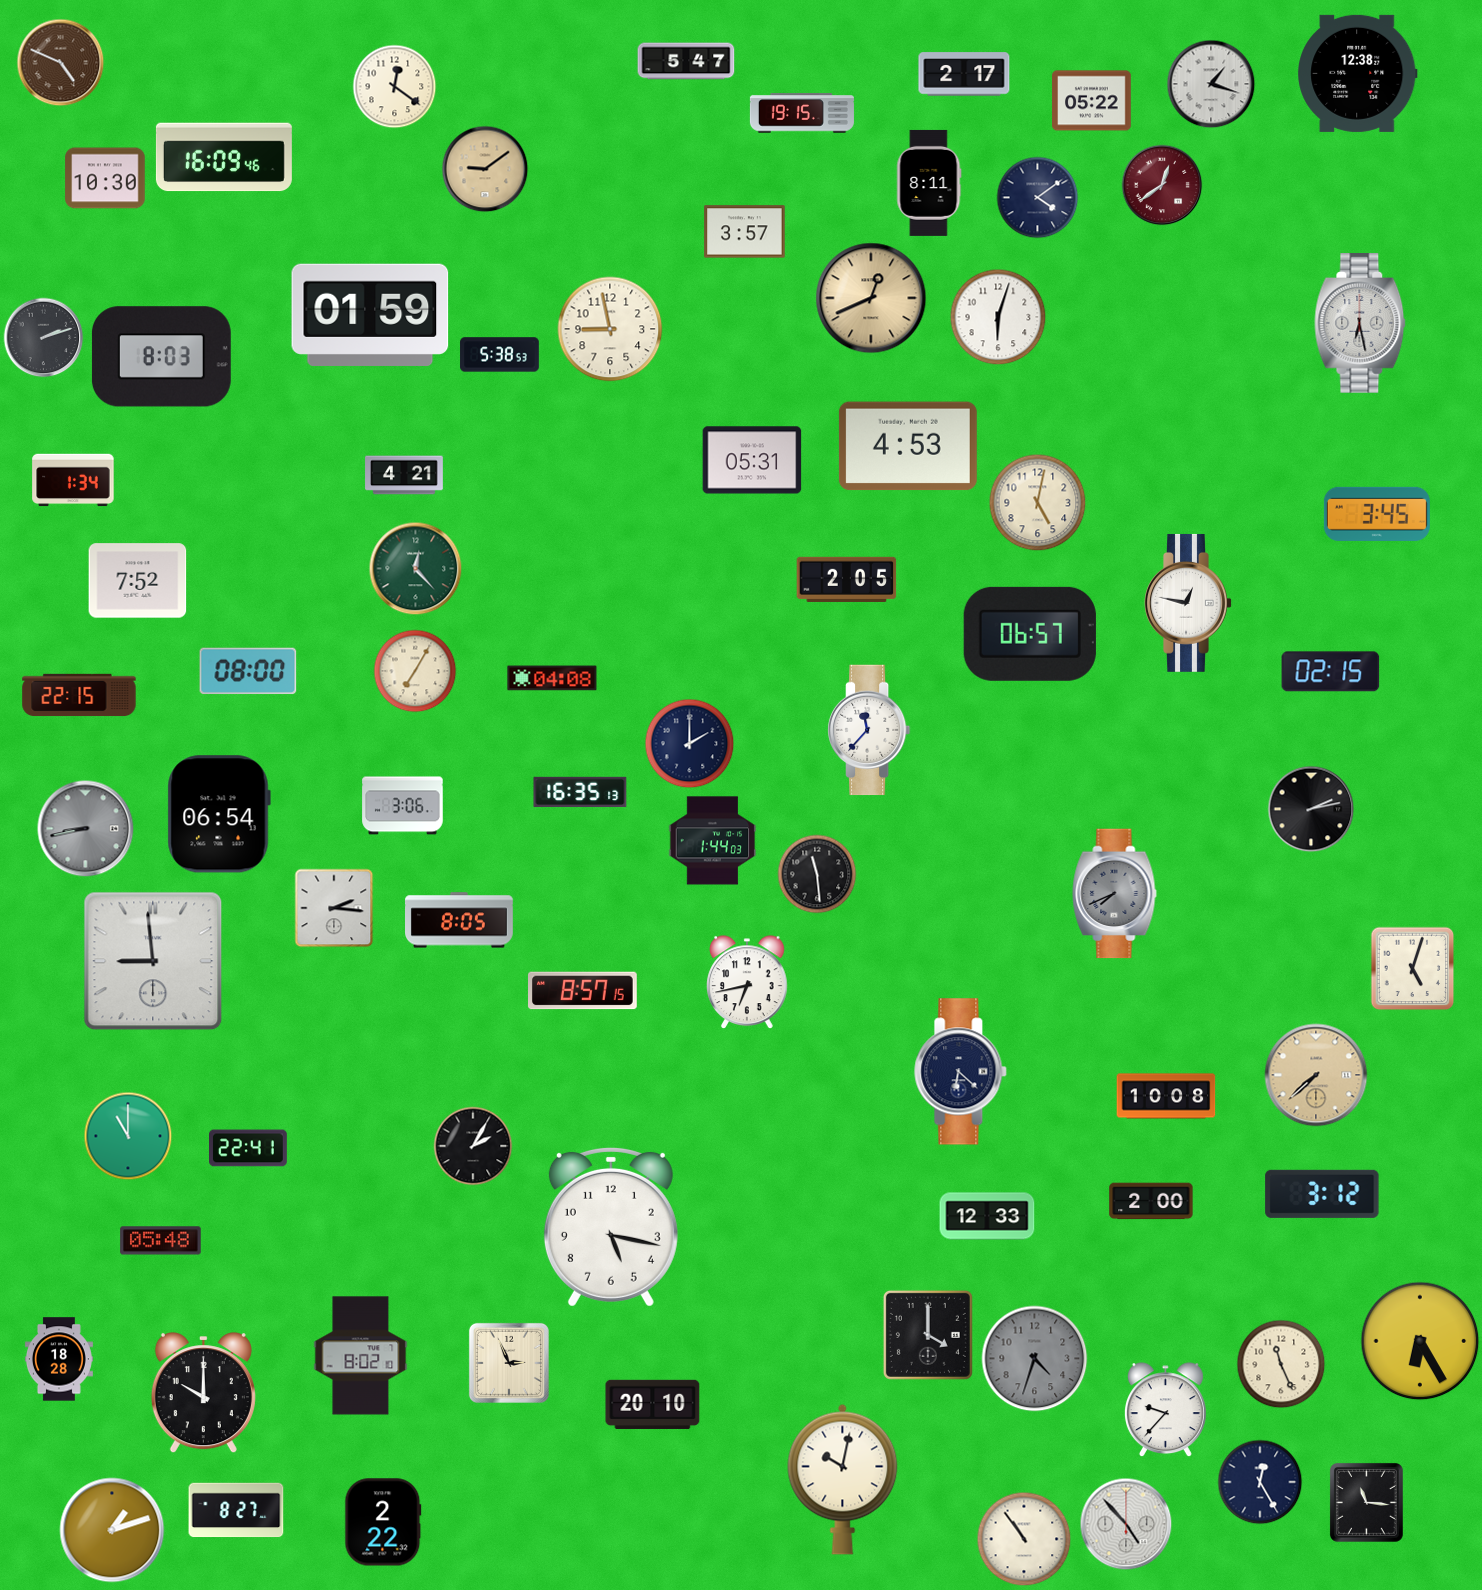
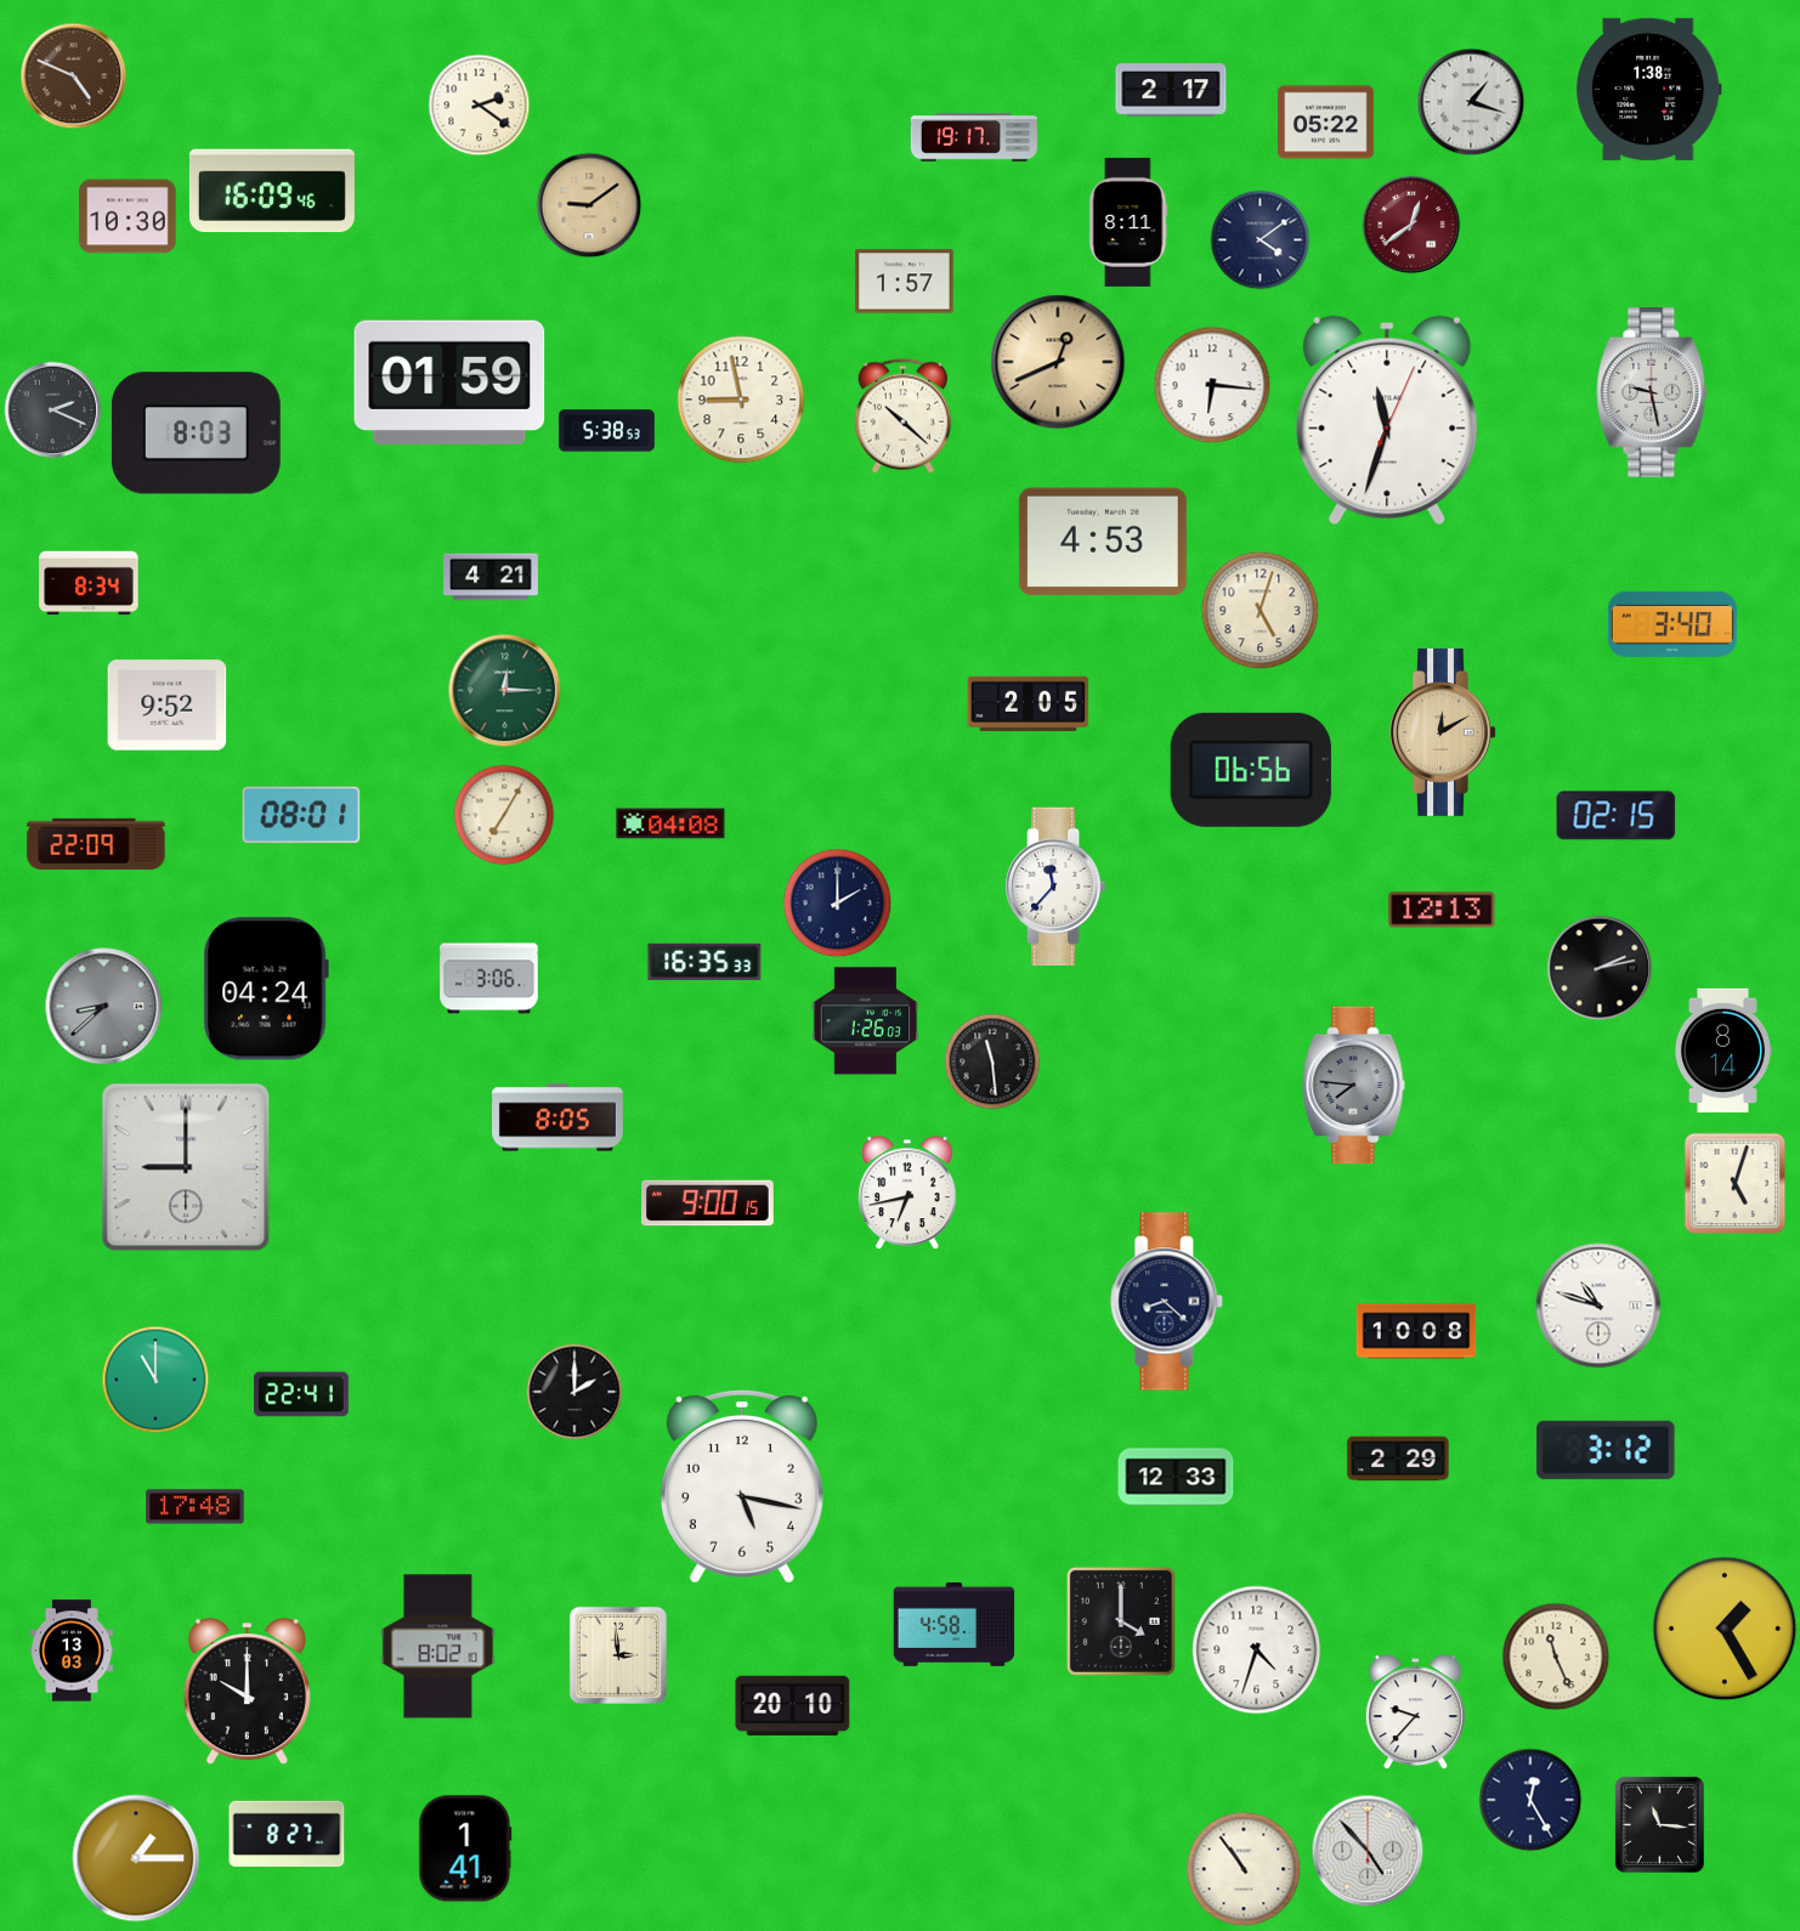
clock at (686, 61): 5:47 -> none
clock at (1358, 73): 12:38 -> 1:38
clock at (395, 87): 12:21 -> 2:21
clock at (802, 113): 19:15 -> 19:17
clock at (745, 232): 3:57 -> 1:57
clock at (998, 317): 6:03 -> 6:16
clock at (1360, 324): 6:28 -> 9:28
clock at (44, 338): 2:12 -> 2:19
clock at (904, 417): none -> 10:22
clock at (1387, 420): none -> 11:33
clock at (752, 460): 05:31 -> none
clock at (73, 480): 1:34 -> 8:34
clock at (1038, 503): 5:02 -> 5:03
clock at (1377, 514): 3:45 -> 3:40
clock at (416, 569): 12:23 -> 12:15
clock at (138, 581): 7:52 -> 9:52
clock at (1188, 603): 12:47 -> 12:10
clock at (1188, 603) dial: white -> champagne
clock at (1030, 634): 06:57 -> 06:56
clock at (248, 671): 08:00 -> 08:01
clock at (79, 695): 22:15 -> 22:09
clock at (1442, 910): none -> 12:13
clock at (580, 792): 16:35:13 -> 16:35:33
clock at (1311, 809) position: (1311, 809) -> (1600, 968)
clock at (219, 814): 06:54 -> 04:24
clock at (86, 829): 8:43 -> 8:38
clock at (713, 841): 1:44 -> 1:26
clock at (1722, 1049): none -> 8:14
clock at (1115, 894): 7:41 -> 7:46
clock at (334, 908): 2:16 -> none
clock at (153, 961): 8:59 -> 9:00
clock at (1413, 969) position: (1413, 969) -> (1736, 1184)
clock at (583, 991): 8:57 -> 9:00
clock at (961, 1072): 6:22 -> 8:22
clock at (1316, 1075): 7:38 -> 10:48
clock at (1316, 1075) dial: champagne -> white
clock at (473, 1146): 2:05 -> 2:00
clock at (1151, 1201): 2:00 -> 2:29
clock at (987, 1216) position: (987, 1216) -> (1176, 1477)
clock at (611, 1227) position: (611, 1227) -> (742, 1487)
clock at (161, 1241): 05:48 -> 17:48
clock at (928, 1335) position: (928, 1335) -> (1121, 1621)
clock at (955, 1624): none -> 4:58
clock at (1420, 1341): 6:25 -> 1:25
clock at (59, 1359): 18:28 -> 13:03
clock at (1035, 1359) dial: grey -> white
clock at (509, 1363): 2:56 -> 2:59
clock at (843, 1479): 10:02 -> none
clock at (383, 1522): 2:22 -> 1:41
clock at (112, 1530): 1:12 -> 1:15
